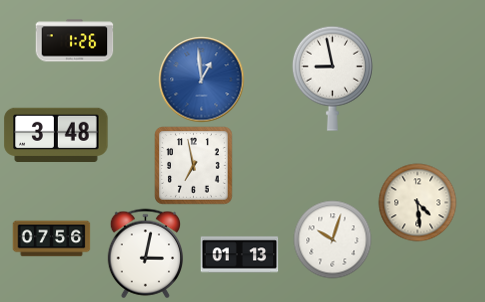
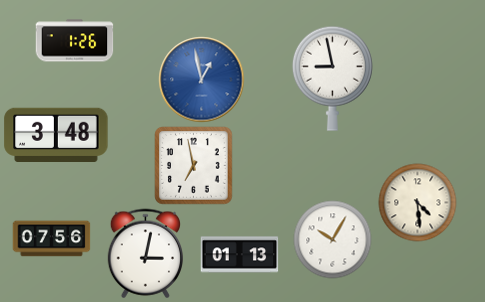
clock at (201, 79): 12:59 -> 12:58
clock at (332, 239): 10:03 -> 10:05
